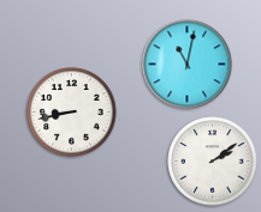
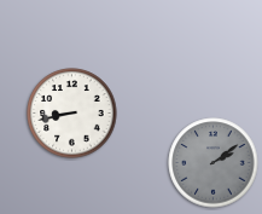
clock at (188, 65): 11:02 -> none
clock at (213, 162) dial: white -> grey
